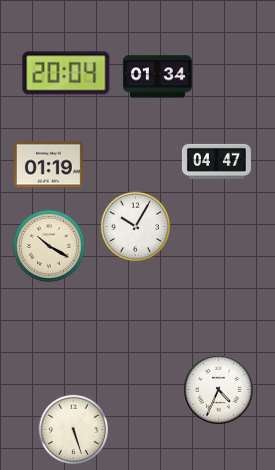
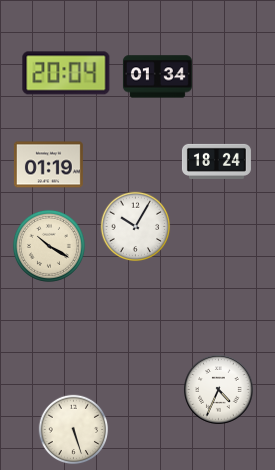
clock at (216, 161): 04:47 -> 18:24
